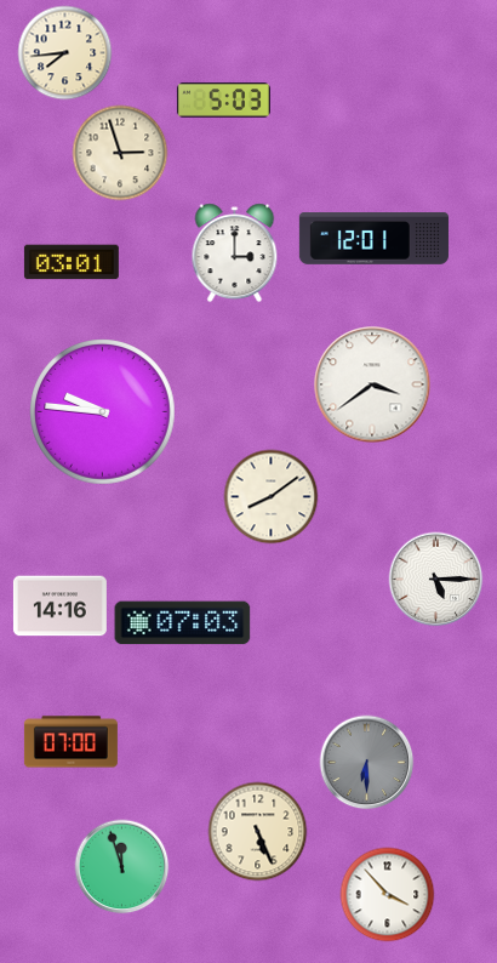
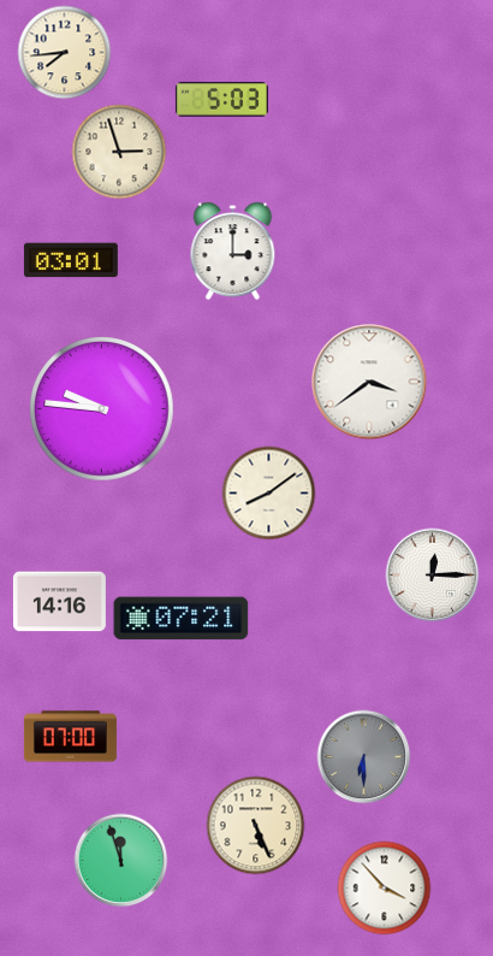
clock at (373, 239): 12:01 -> none
clock at (435, 579): 5:15 -> 12:15
clock at (183, 623): 07:03 -> 07:21
